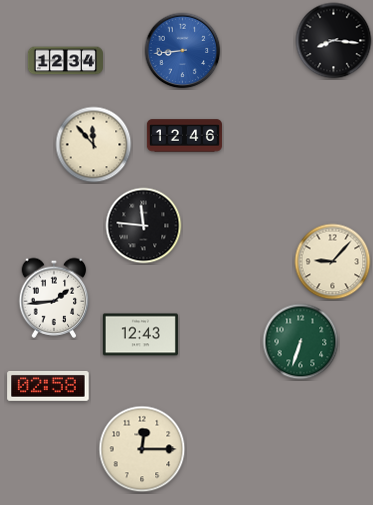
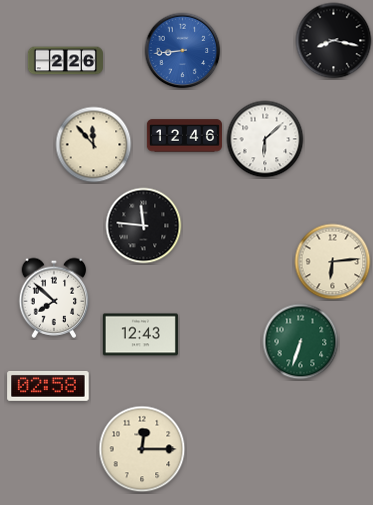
clock at (334, 41): 8:16 -> 8:17
clock at (65, 61): 12:34 -> 2:26
clock at (265, 139): none -> 6:08
clock at (333, 262): 9:07 -> 6:14
clock at (54, 298): 1:44 -> 7:52
